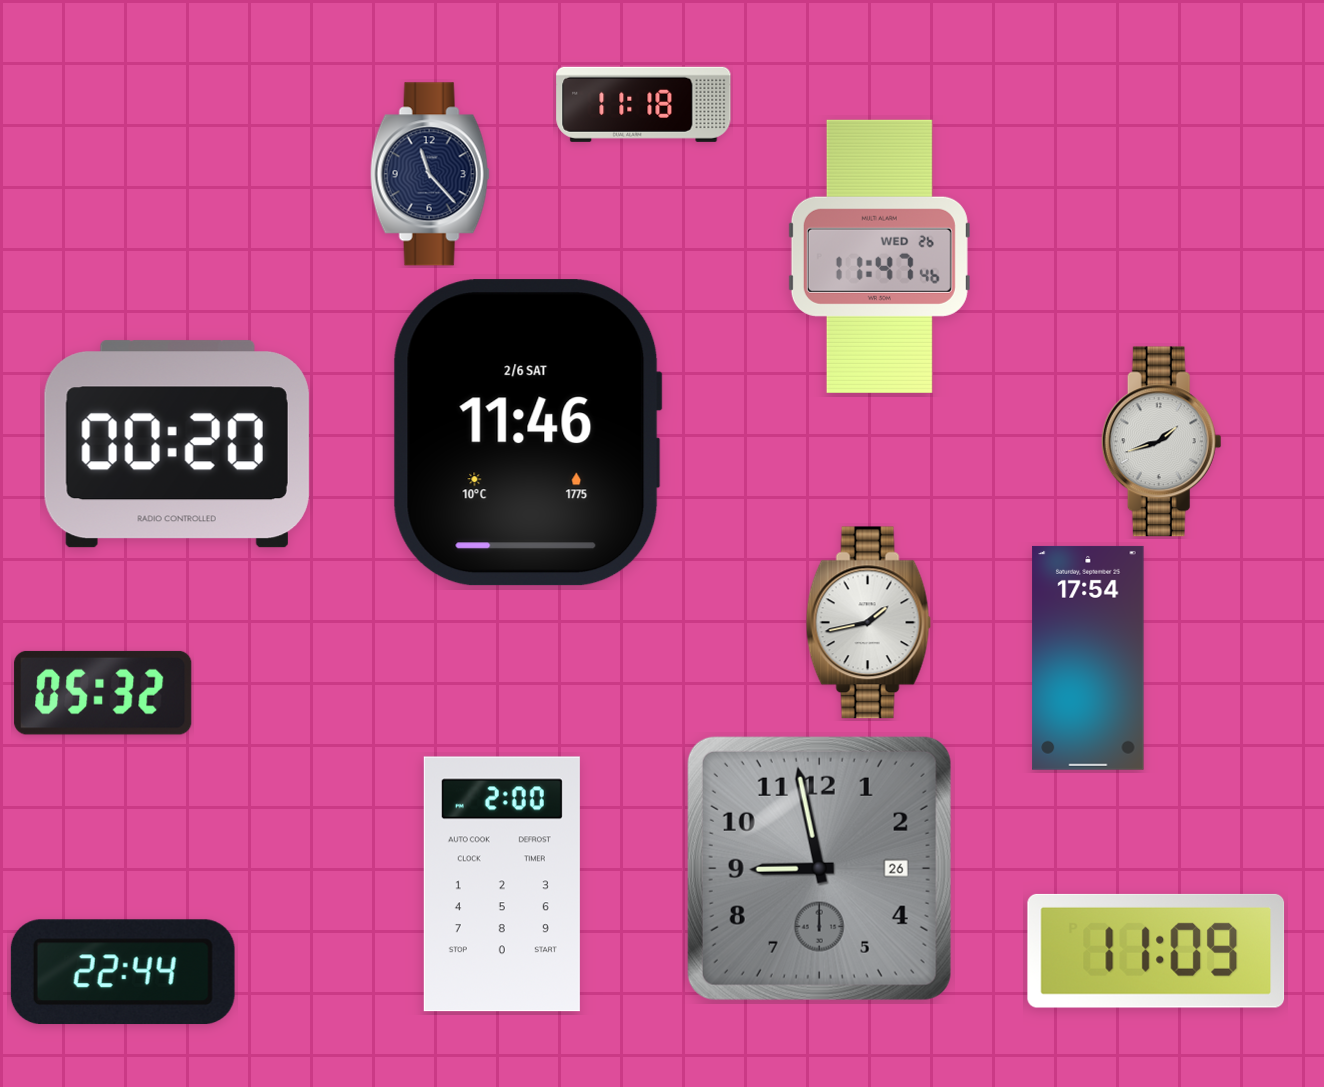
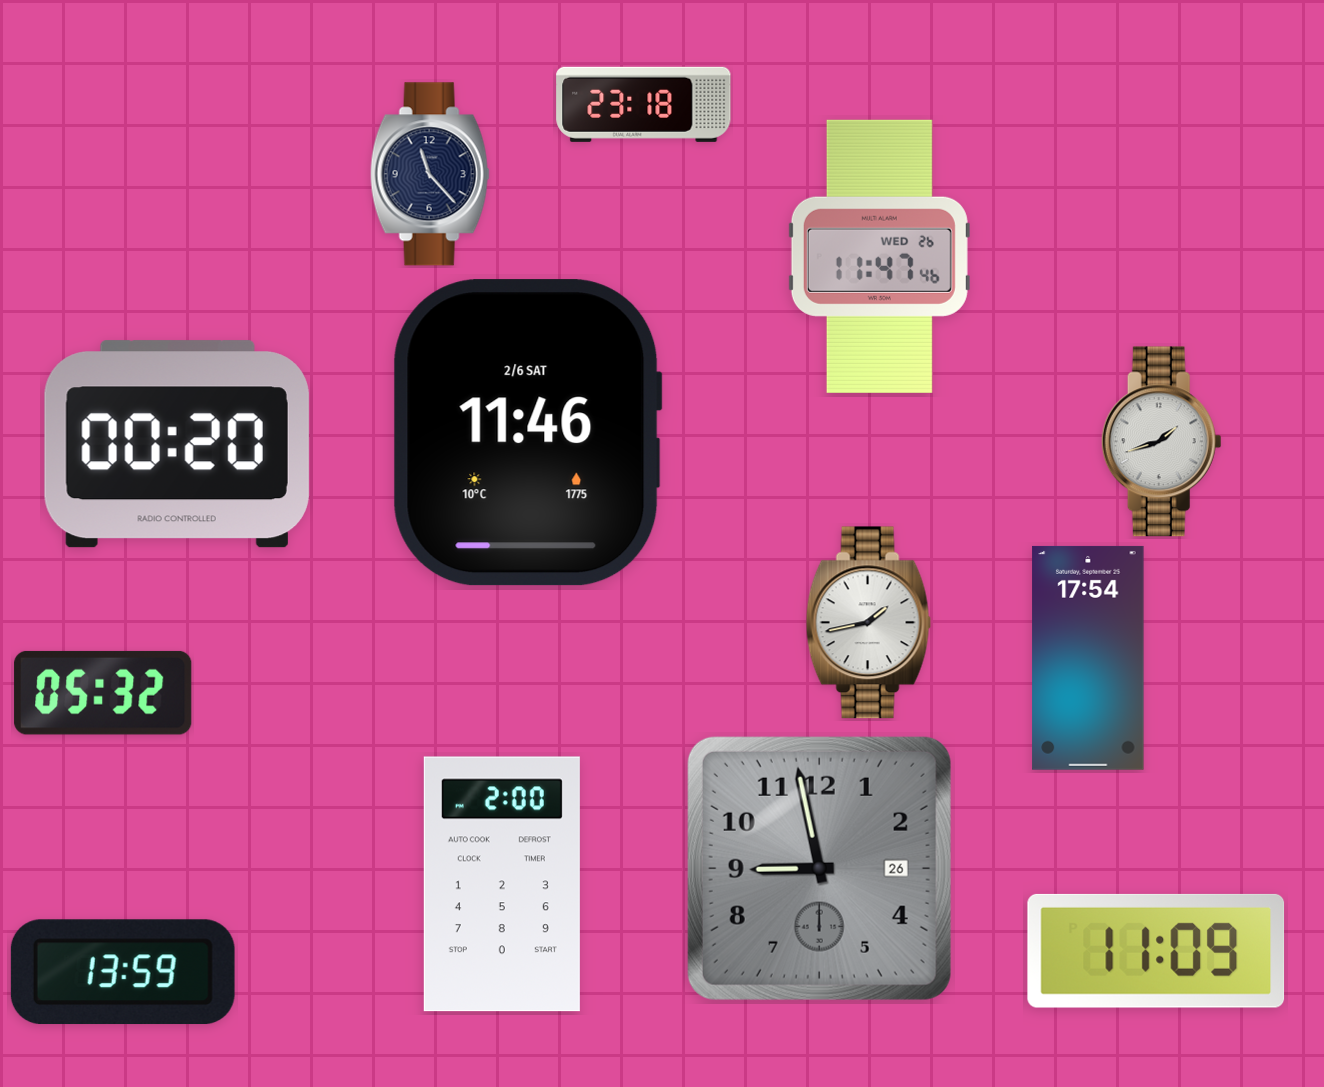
clock at (644, 104): 11:18 -> 23:18
clock at (123, 972): 22:44 -> 13:59
